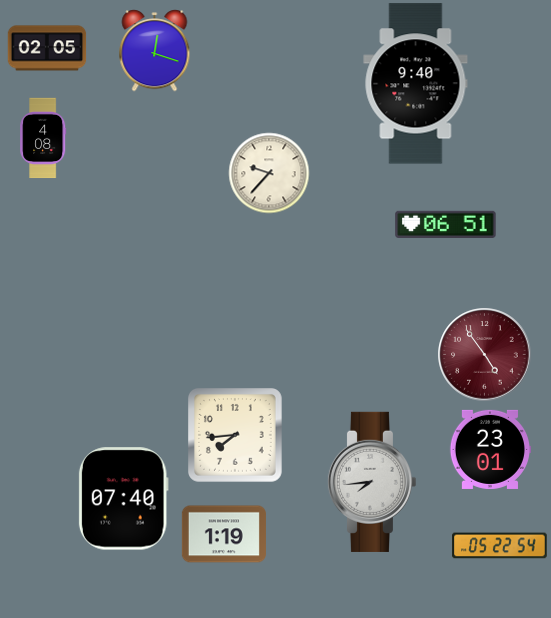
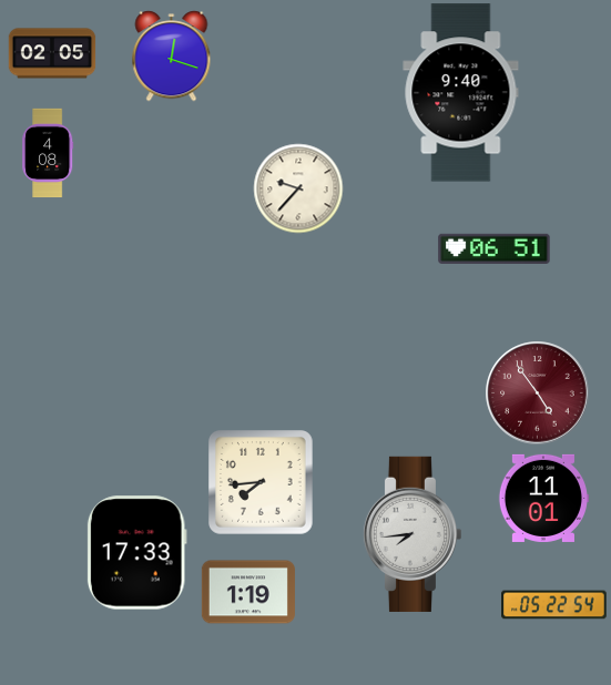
clock at (269, 173) position: (269, 173) -> (298, 188)
clock at (490, 449): 23:01 -> 11:01
clock at (123, 499): 07:40 -> 17:33
